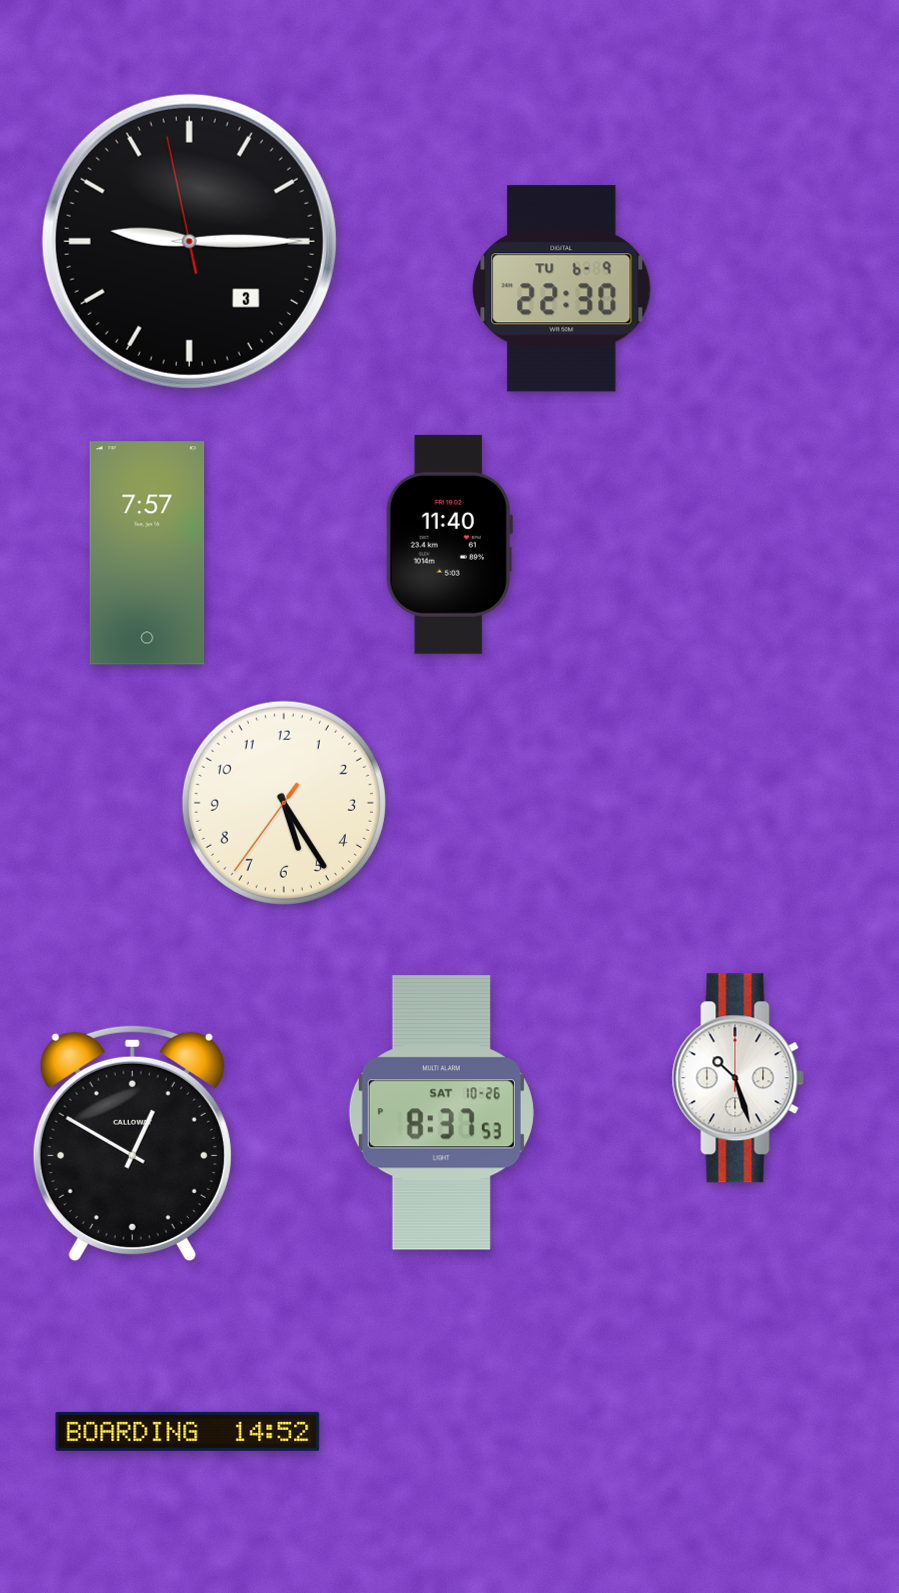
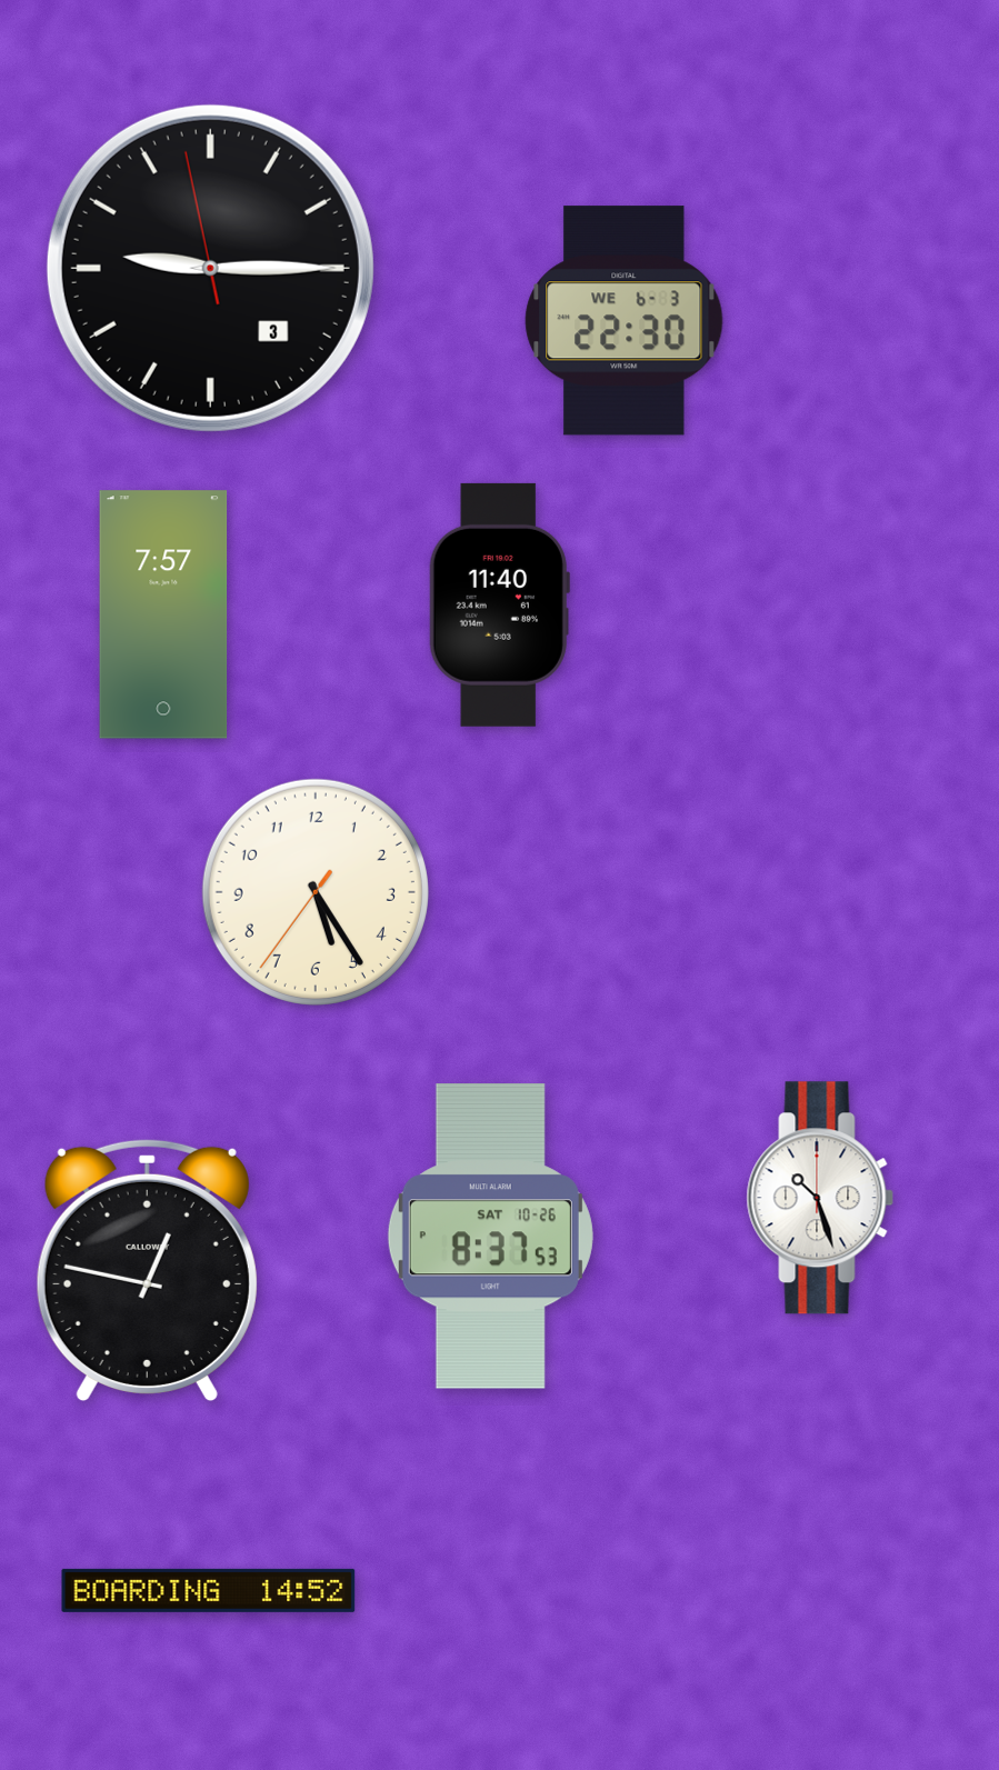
clock at (562, 289) date: TU 6-9 -> WE 6-3
clock at (132, 1143): 12:50 -> 12:47
